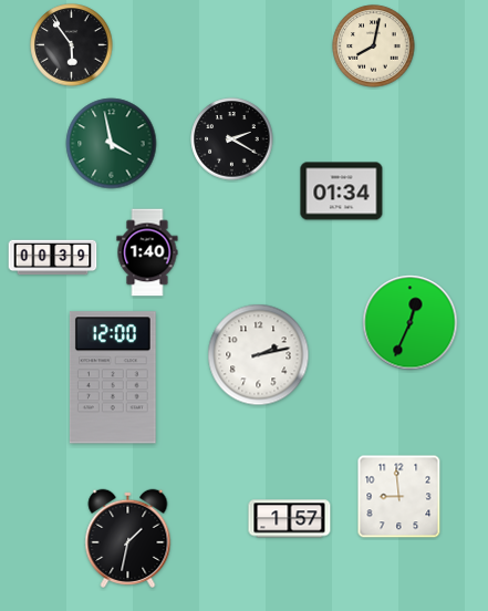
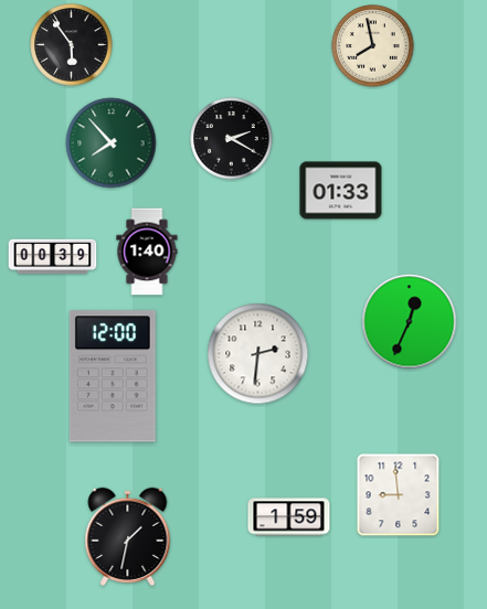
clock at (374, 46): 8:02 -> 7:58
clock at (112, 144): 3:58 -> 7:53
clock at (342, 191): 01:34 -> 01:33
clock at (259, 355): 2:13 -> 2:31
clock at (290, 519): 1:57 -> 1:59
